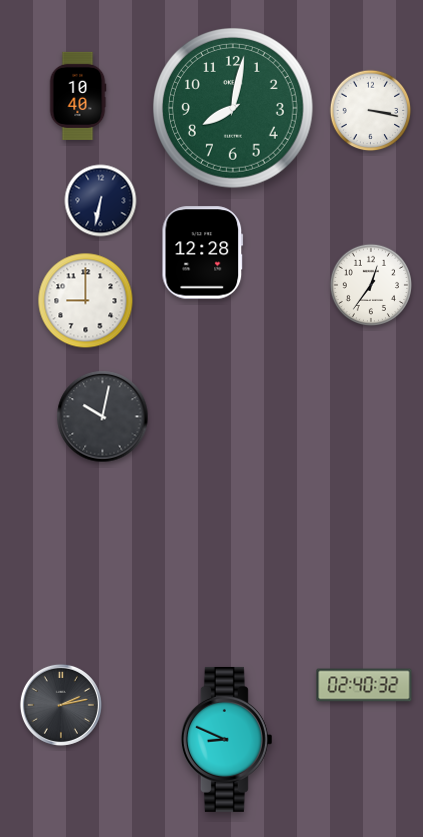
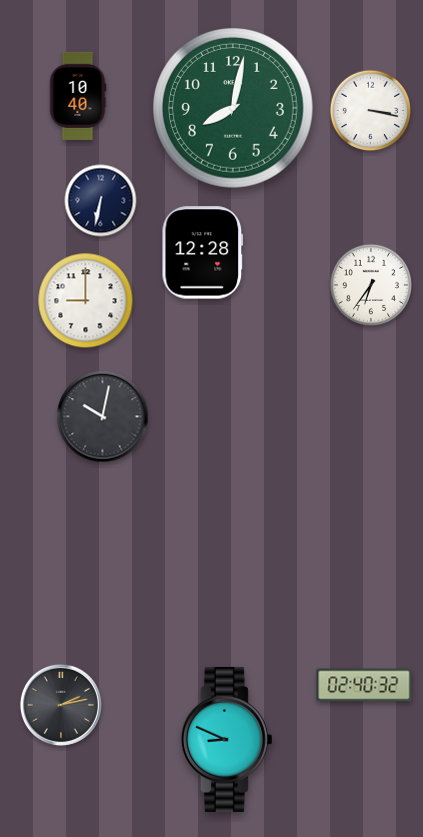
clock at (370, 284): 12:36 -> 6:36
